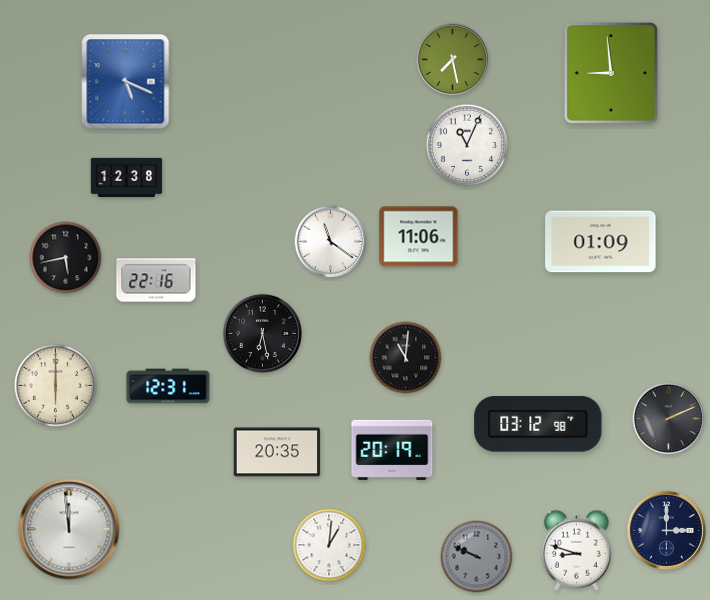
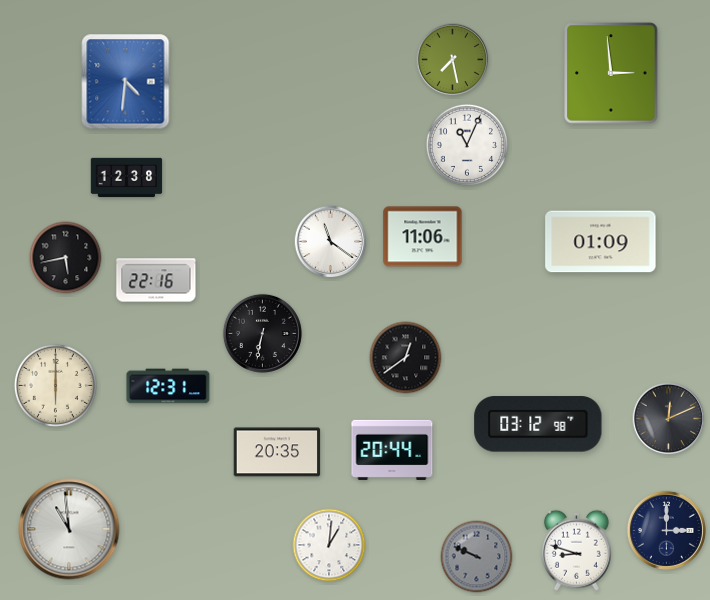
clock at (611, 73): 8:59 -> 2:59
clock at (126, 82): 5:19 -> 4:31
clock at (419, 237) position: (419, 237) -> (423, 237)
clock at (262, 333): 6:28 -> 6:32
clock at (406, 358): 11:01 -> 12:39
clock at (669, 419): 2:11 -> 12:11
clock at (392, 450): 20:19 -> 20:44
clock at (69, 529): 11:59 -> 10:59
